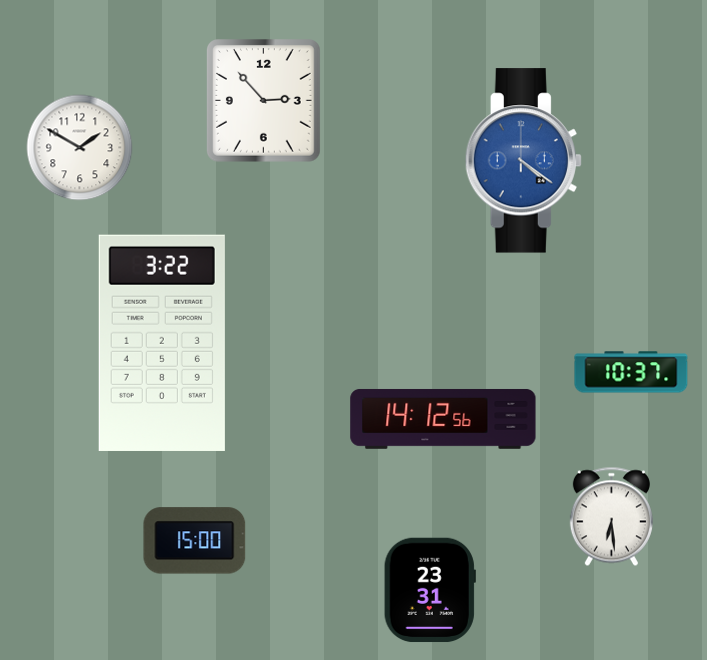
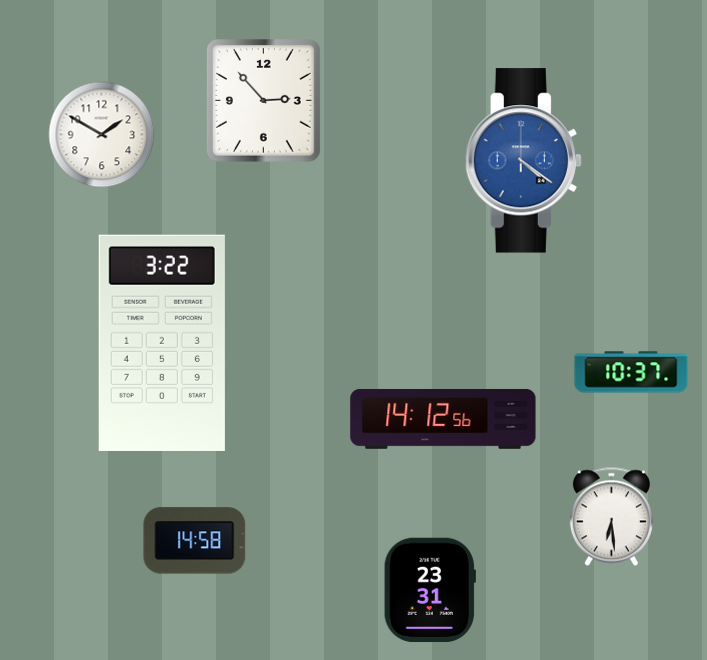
clock at (80, 148) position: (80, 148) -> (102, 135)
clock at (195, 541): 15:00 -> 14:58
